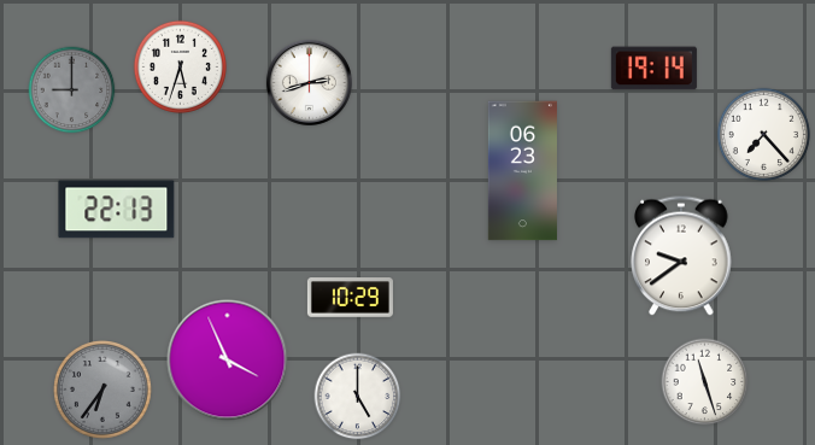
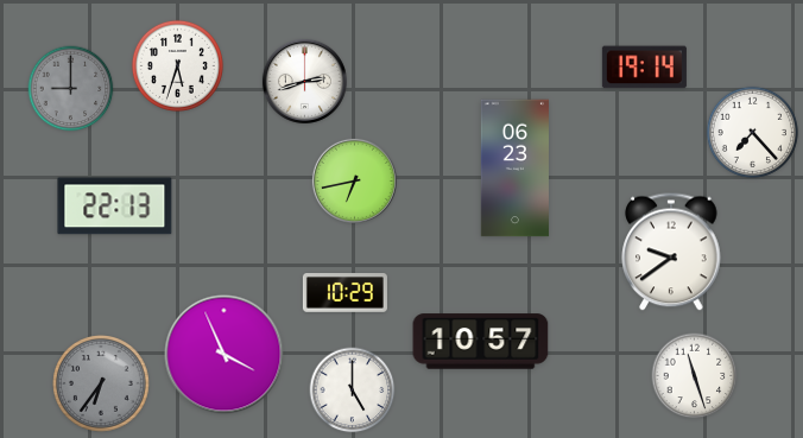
clock at (354, 180): none -> 6:43
clock at (481, 342): none -> 10:57
